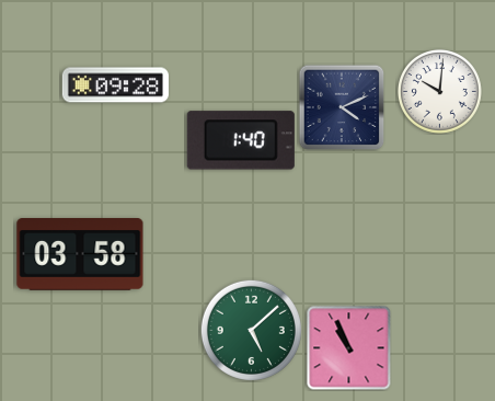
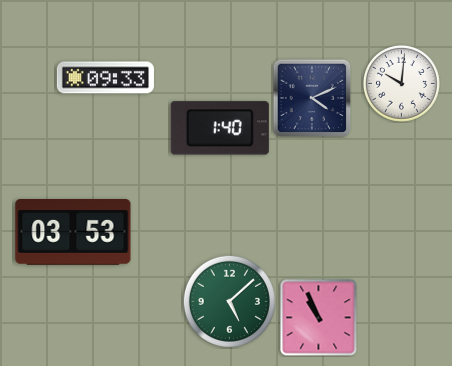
clock at (115, 85): 09:28 -> 09:33
clock at (80, 255): 03:58 -> 03:53
